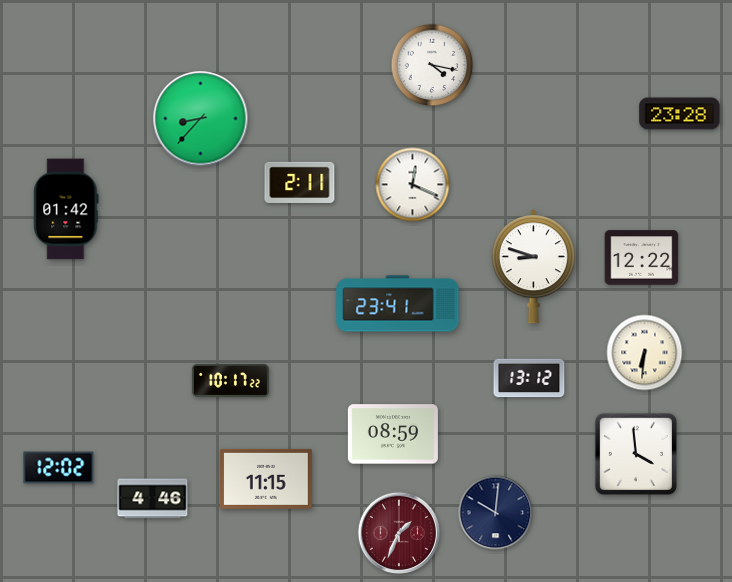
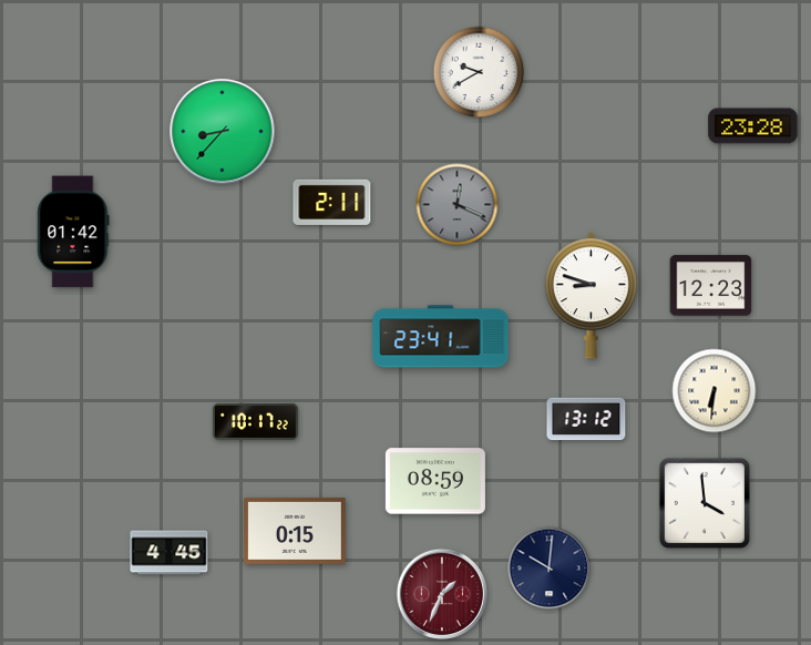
clock at (432, 65): 4:17 -> 9:40
clock at (413, 185) dial: white -> grey
clock at (642, 258): 12:22 -> 12:23
clock at (59, 468): 12:02 -> none
clock at (267, 479): 11:15 -> 0:15
clock at (153, 499): 4:46 -> 4:45
clock at (398, 532) position: (398, 532) -> (441, 593)
